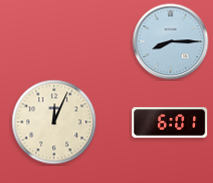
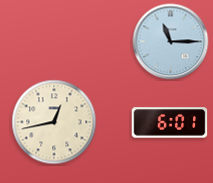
clock at (171, 42): 8:15 -> 11:15
clock at (54, 122): 12:04 -> 12:43
